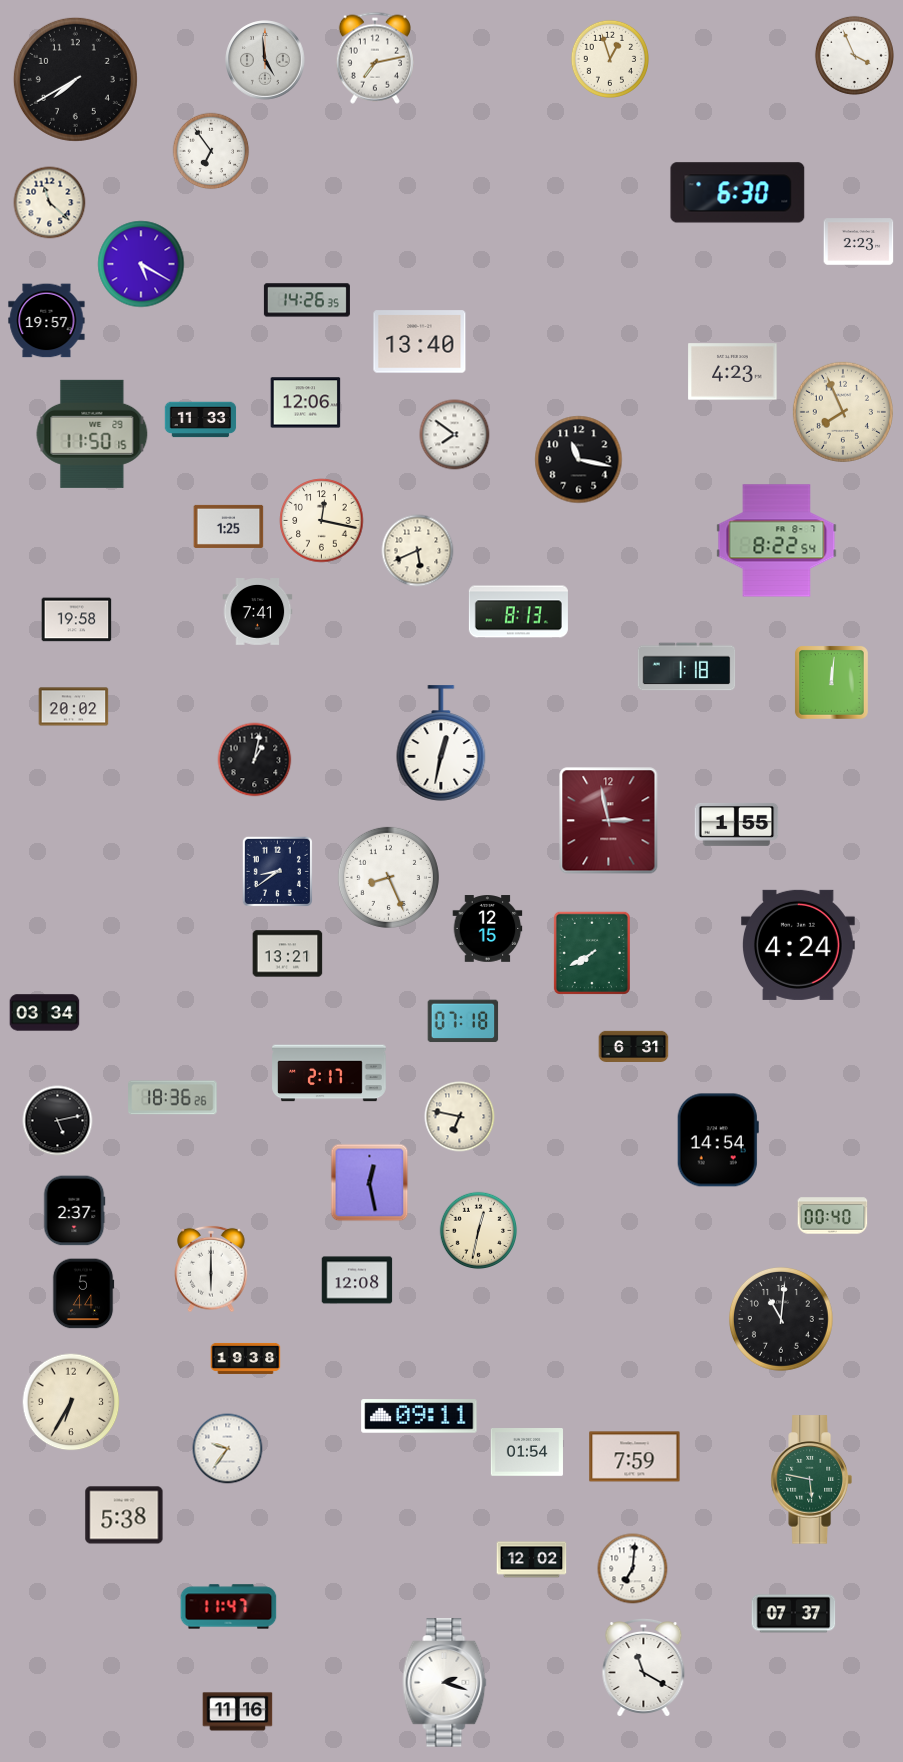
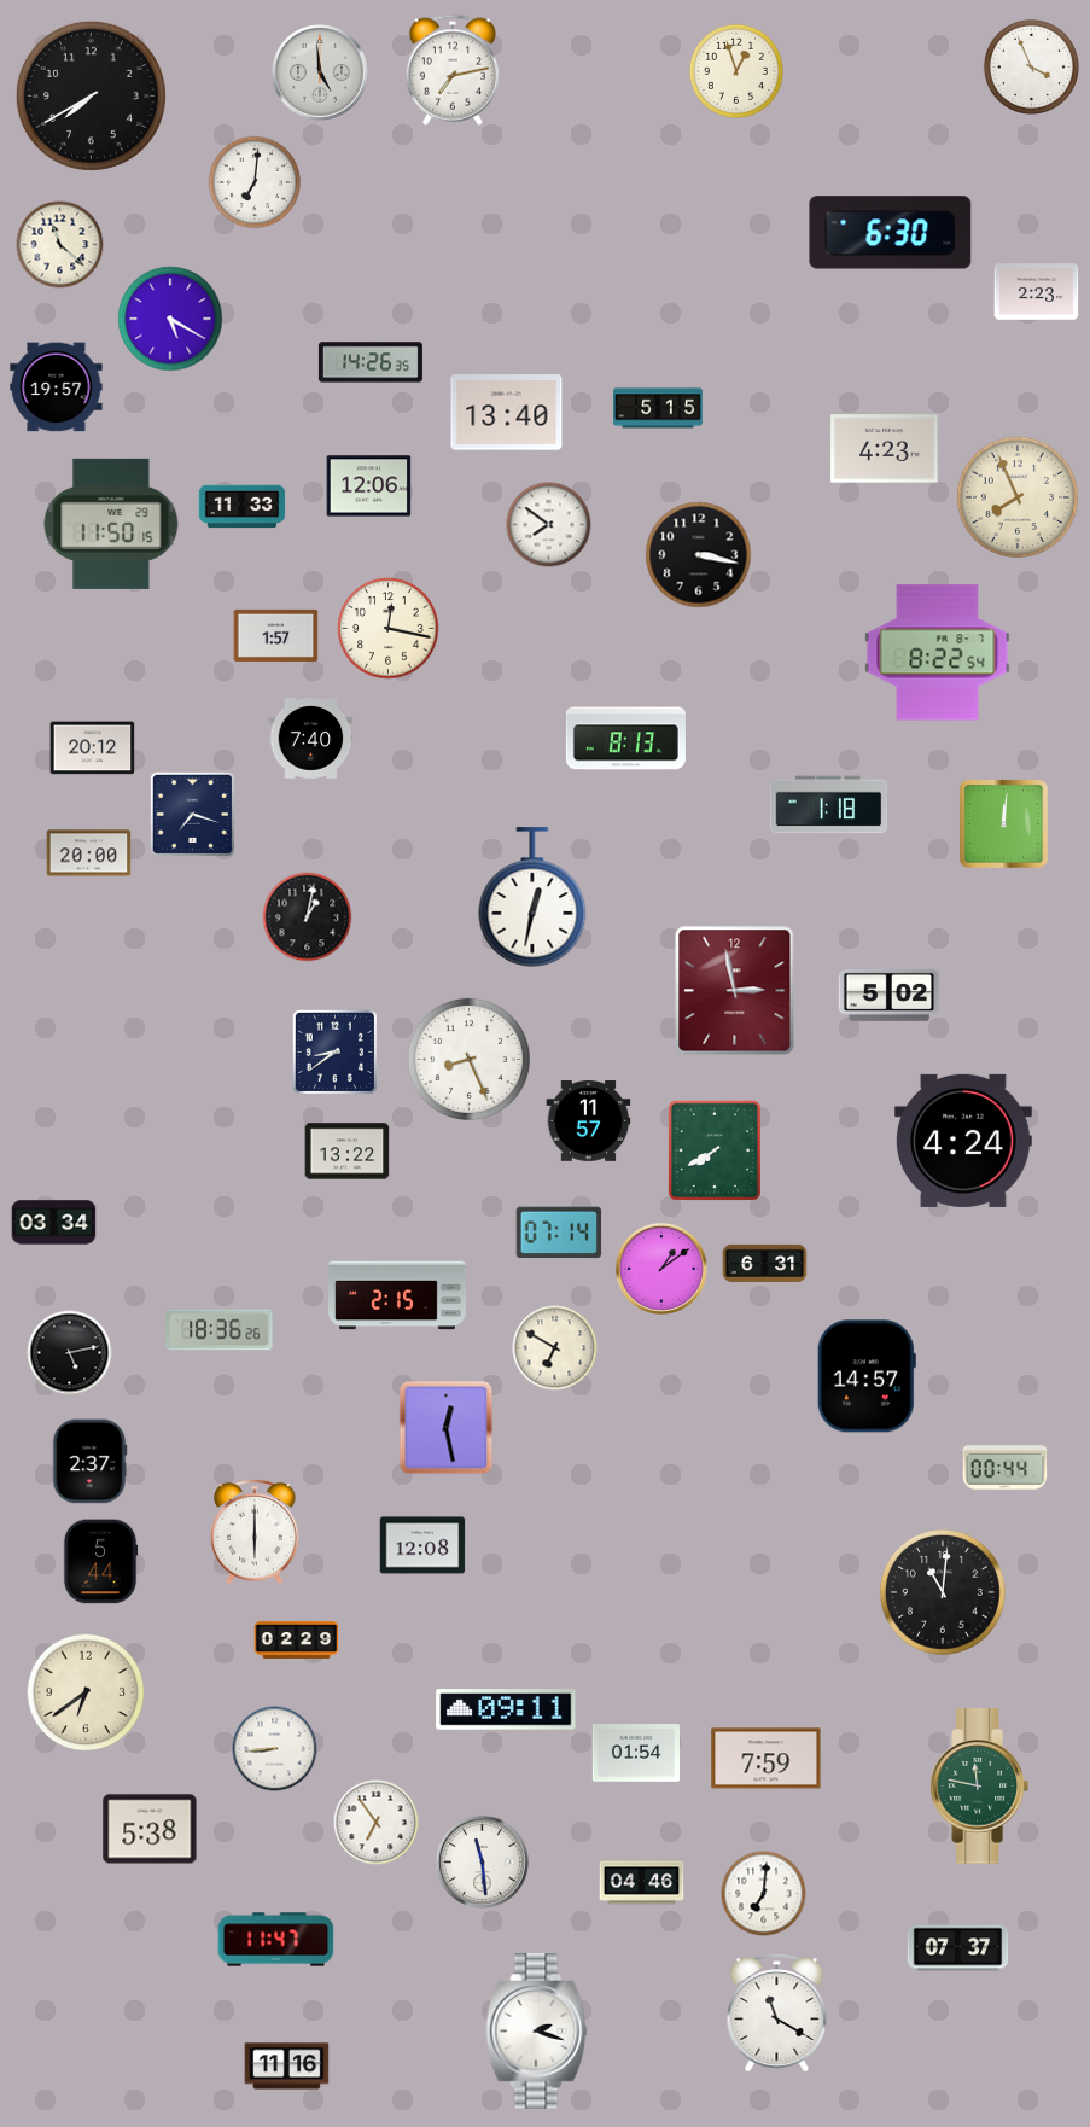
clock at (211, 151): 6:54 -> 7:01
clock at (659, 408): none -> 5:15
clock at (579, 460): 11:17 -> 3:17
clock at (229, 526): 1:25 -> 1:57
clock at (418, 551): 5:41 -> none
clock at (258, 612): 7:41 -> 7:40
clock at (77, 620): 19:58 -> 20:12
clock at (192, 814): none -> 7:18
clock at (74, 707): 20:02 -> 20:00
clock at (737, 824): 1:55 -> 5:02
clock at (488, 929): 12:15 -> 11:57
clock at (288, 954): 13:21 -> 13:22
clock at (463, 1021): 07:18 -> 07:14
clock at (661, 1269): none -> 1:09
clock at (329, 1073): 2:17 -> 2:15
clock at (173, 1098) position: (173, 1098) -> (220, 1330)
clock at (460, 1117): 6:47 -> 6:50
clock at (718, 1140): 14:54 -> 14:57
clock at (833, 1216): 00:40 -> 00:44
clock at (479, 1231): 12:32 -> none
clock at (357, 1280) position: (357, 1280) -> (422, 1545)
clock at (246, 1358): 19:38 -> 02:29
clock at (71, 1402): 6:35 -> 6:39
clock at (228, 1449): 9:36 -> 8:44
clock at (811, 1480): 5:47 -> 11:47
clock at (377, 1823): none -> 6:54
clock at (482, 1861): none -> 11:29
clock at (532, 1560): 12:02 -> 04:46
